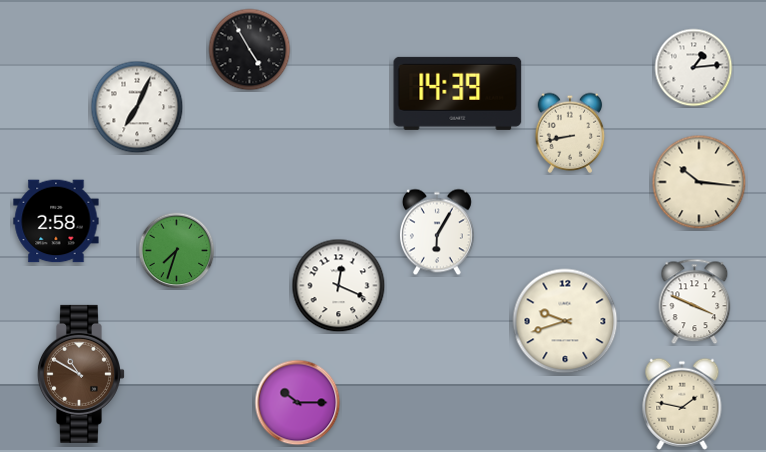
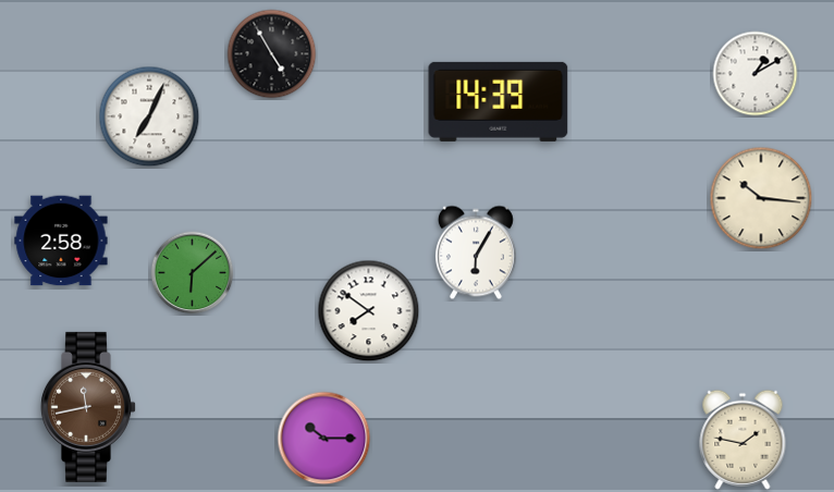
clock at (694, 68): 1:14 -> 1:10
clock at (570, 133): 8:43 -> none
clock at (177, 251): 7:33 -> 6:08
clock at (339, 286): 12:19 -> 7:51
clock at (695, 302): 3:49 -> none
clock at (565, 321): 9:42 -> none
clock at (81, 374): 10:50 -> 11:43
